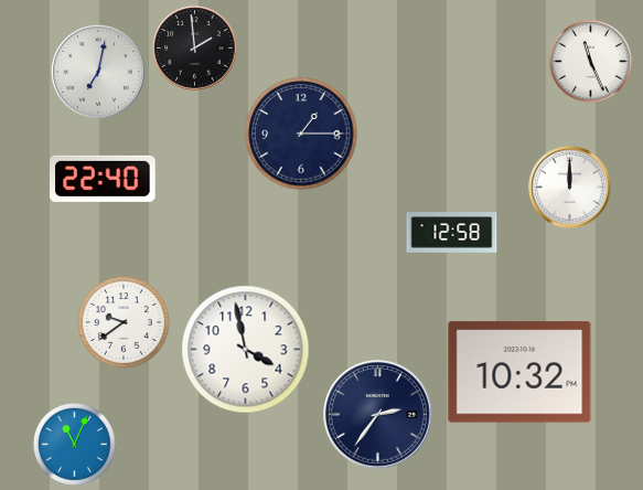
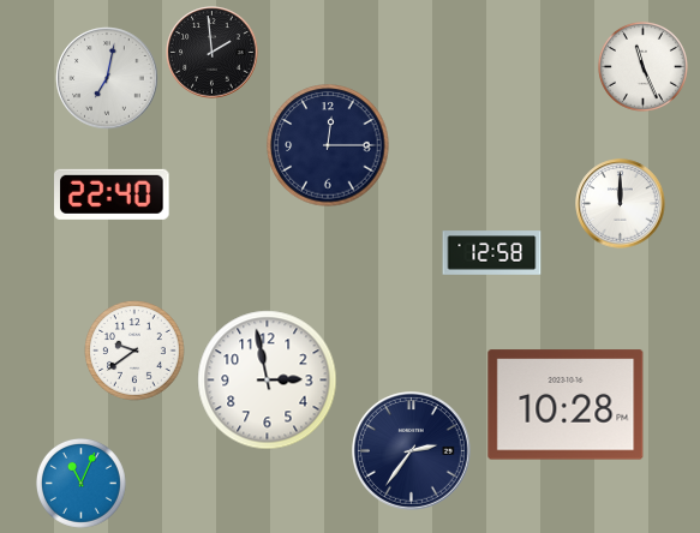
clock at (301, 134): 1:15 -> 12:15
clock at (246, 350): 3:58 -> 2:58
clock at (519, 372): 10:32 -> 10:28
